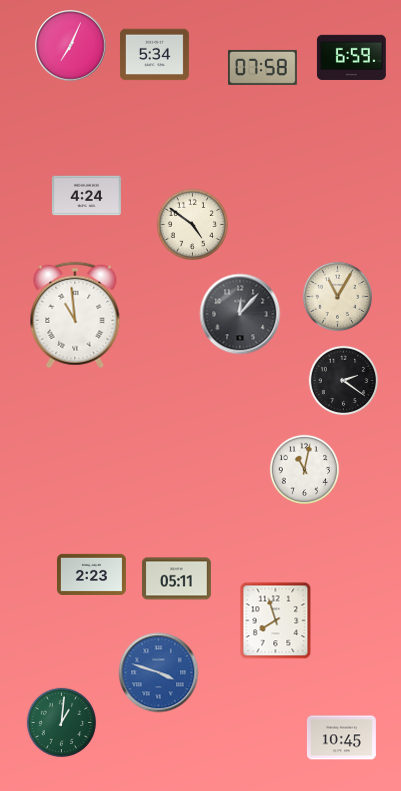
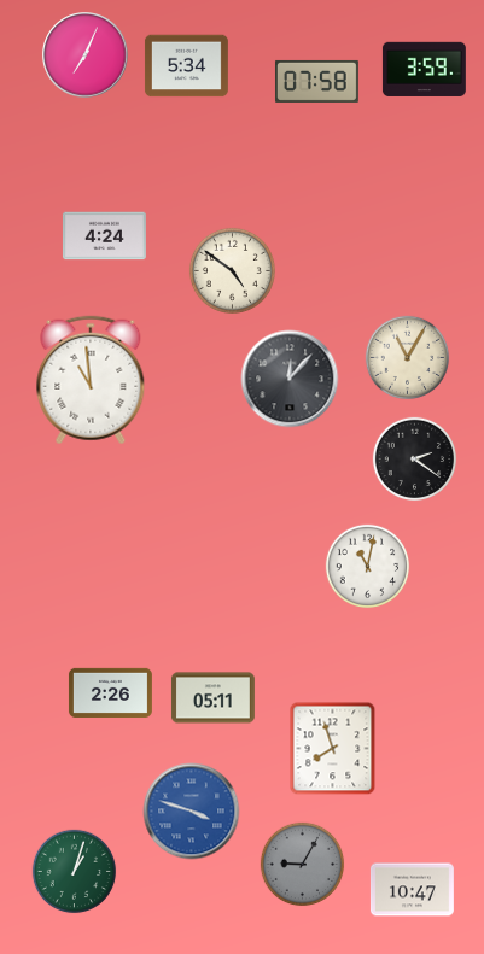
clock at (351, 57): 6:59 -> 3:59
clock at (91, 574): 2:23 -> 2:26
clock at (303, 865): none -> 9:05
clock at (62, 723): 1:01 -> 1:03
clock at (341, 738): 10:45 -> 10:47
